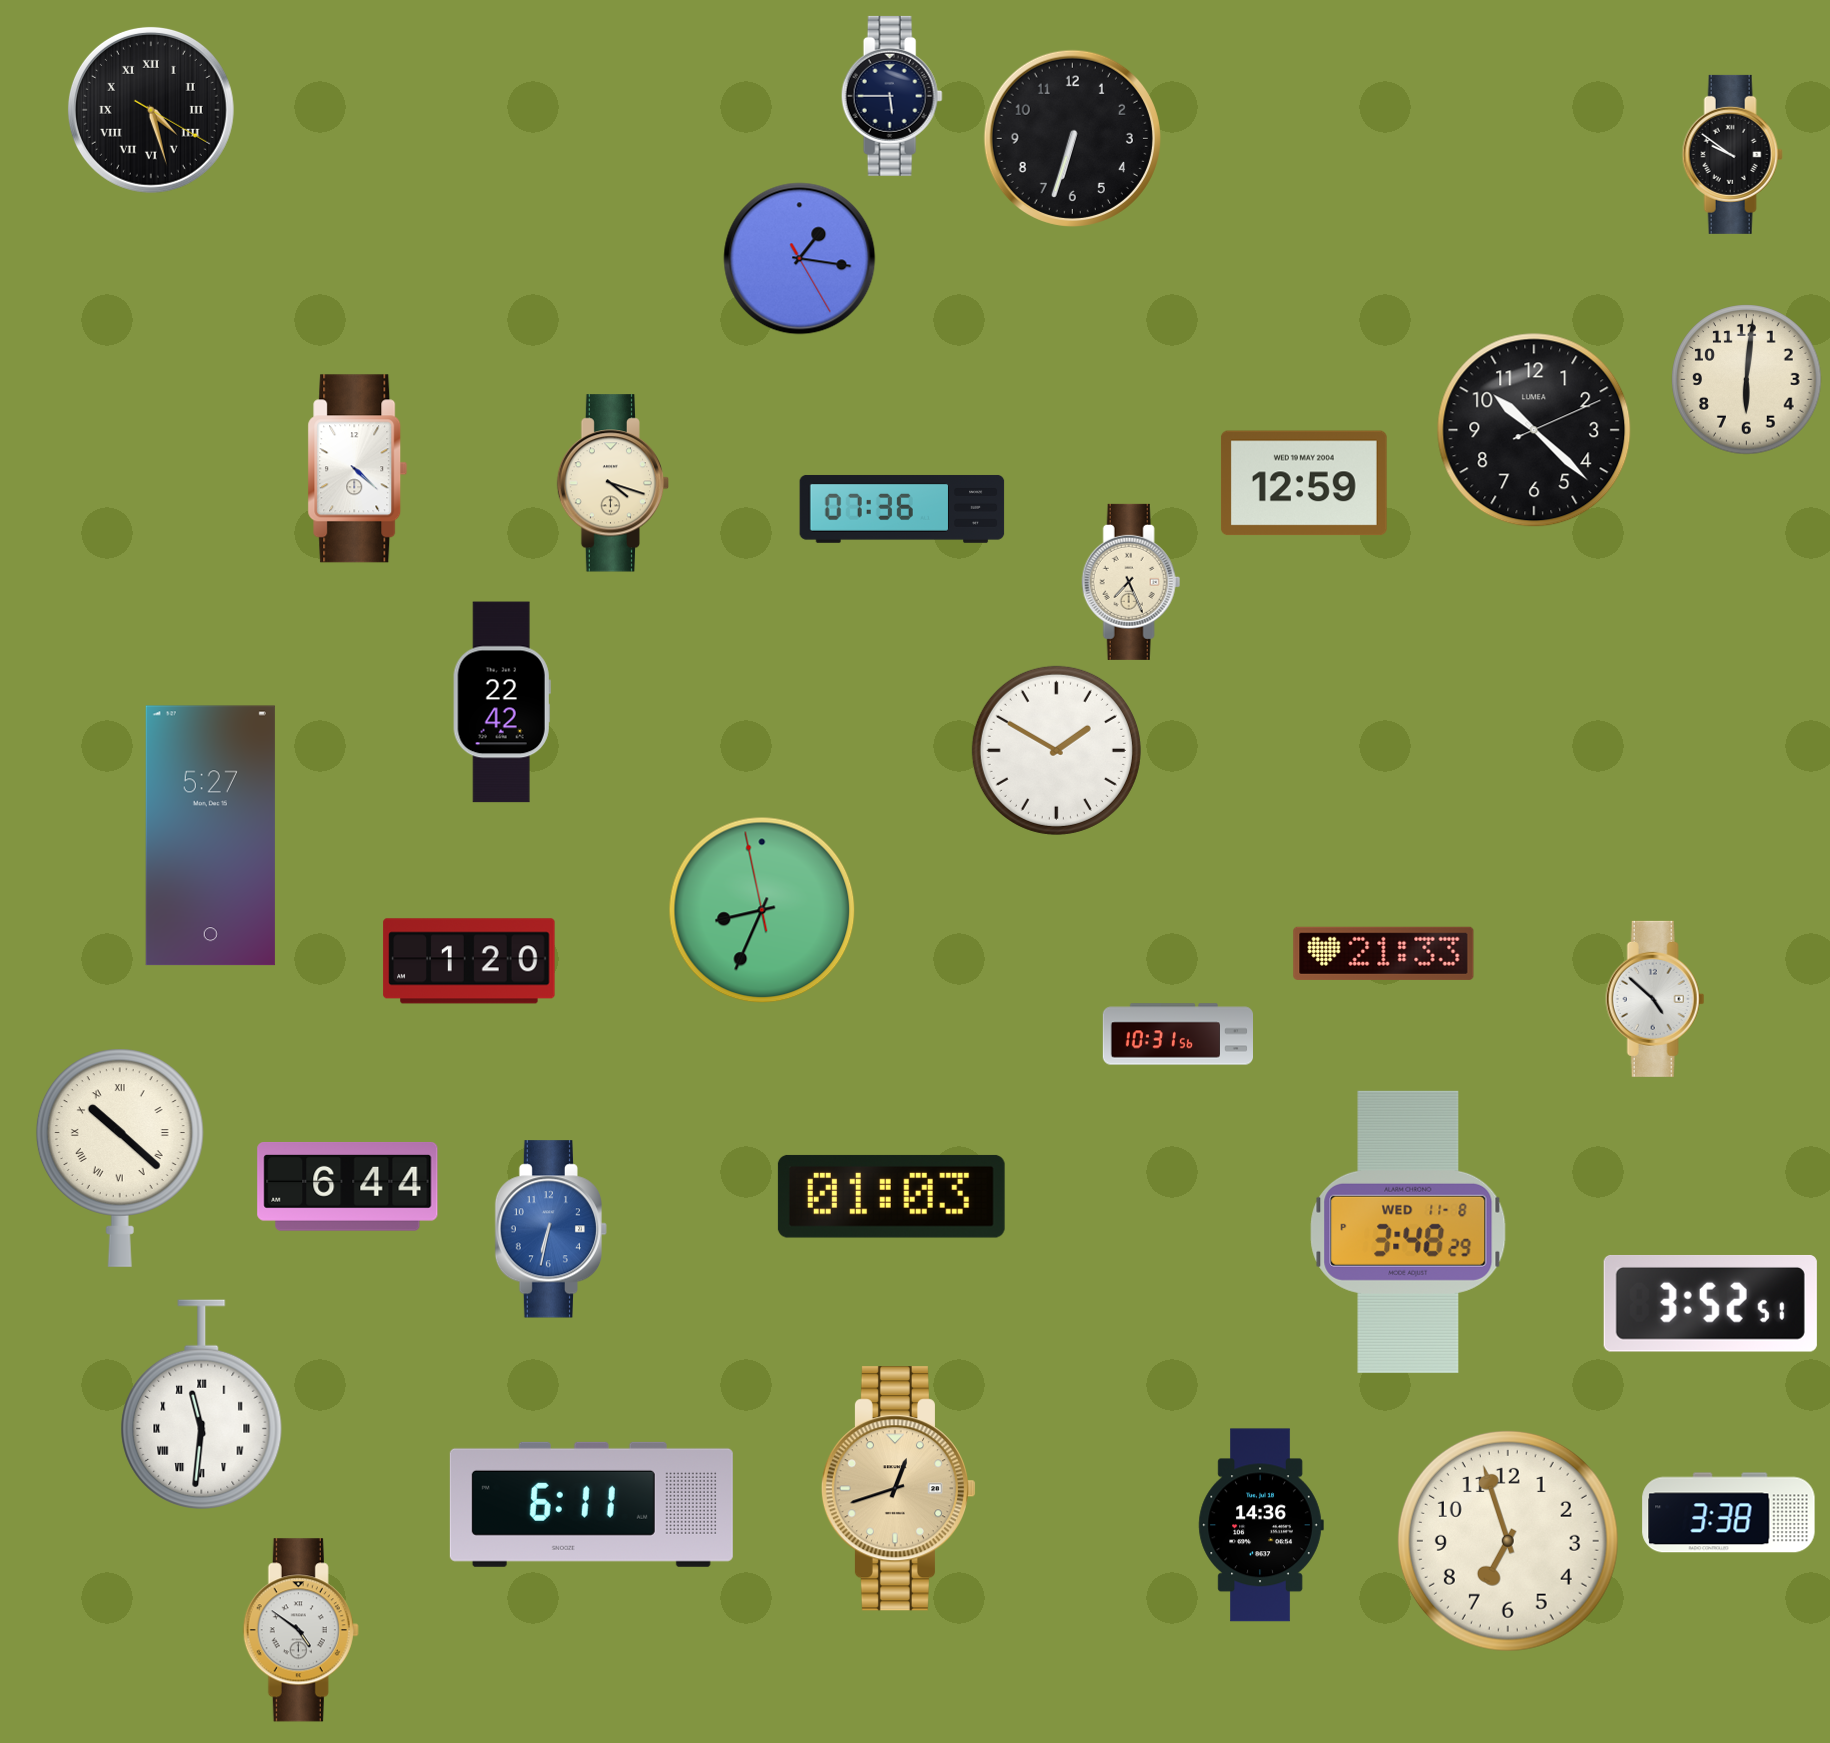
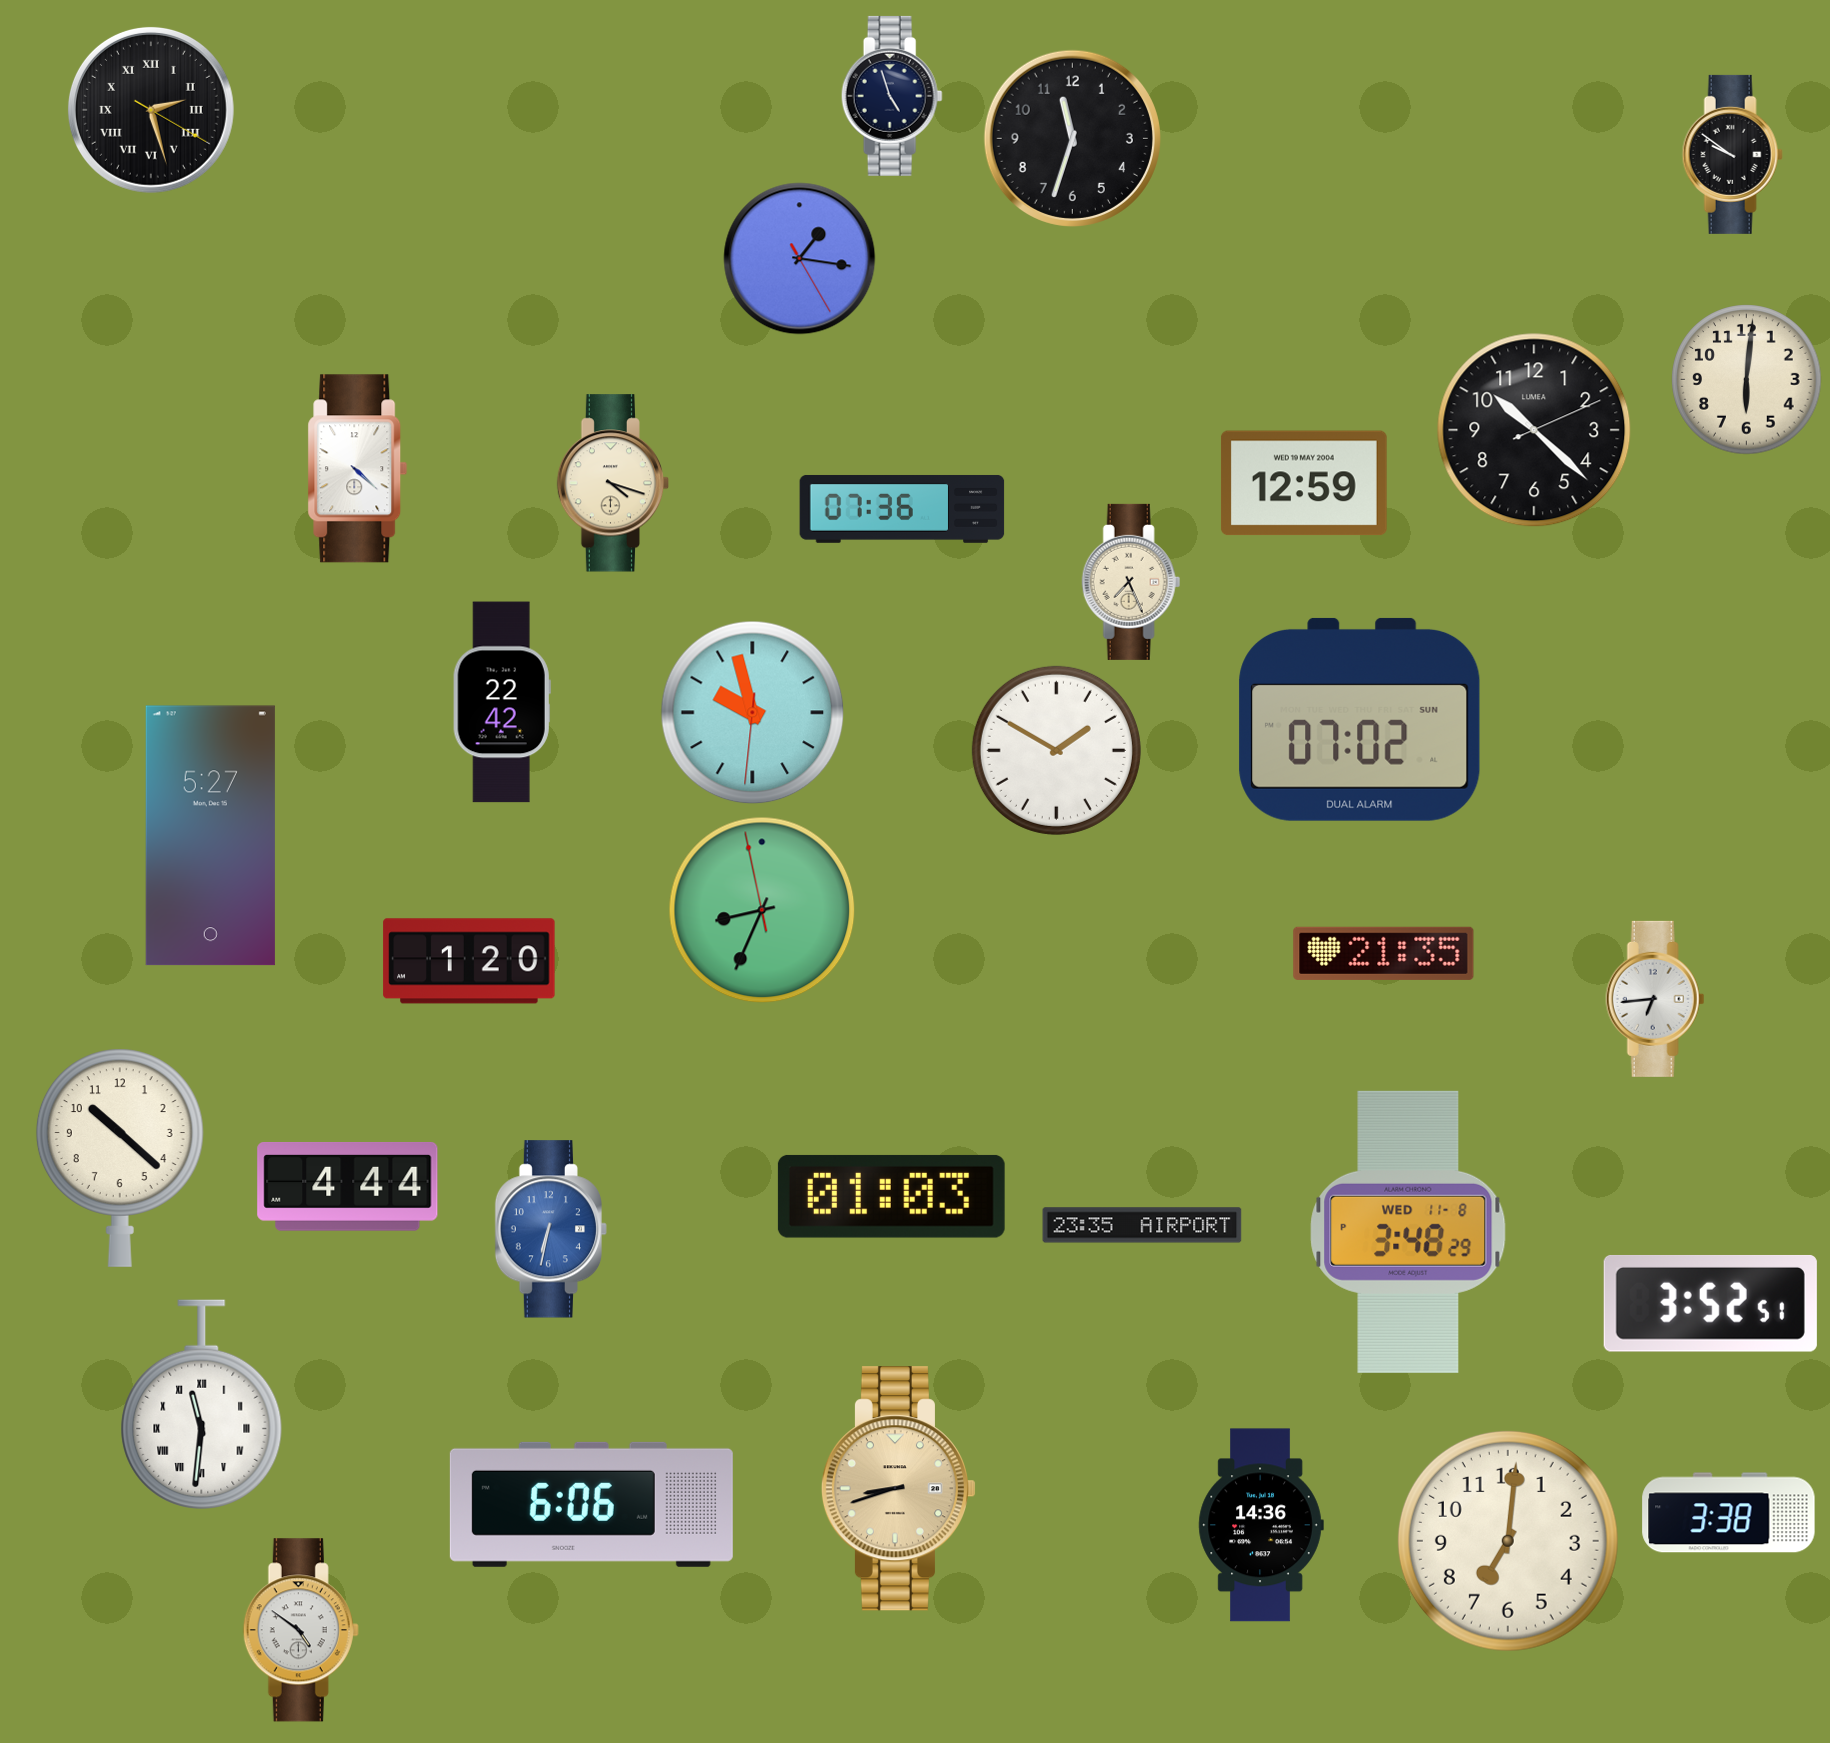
clock at (892, 96): 5:45 -> 4:57
clock at (151, 110): 4:27 -> 2:27
clock at (1072, 138): 6:33 -> 11:33
clock at (753, 713): none -> 9:57
clock at (1360, 719): none -> 07:02
clock at (1384, 953): 21:33 -> 21:35
clock at (1655, 999): 4:52 -> 6:44
clock at (1177, 1034): 10:31 -> none
clock at (120, 1158) numerals: Roman -> Arabic
clock at (348, 1187): 6:44 -> 4:44
clock at (1142, 1225): none -> 23:35
clock at (898, 1489): 12:42 -> 8:42
clock at (591, 1504): 6:11 -> 6:06
clock at (1508, 1541): 6:57 -> 7:01
